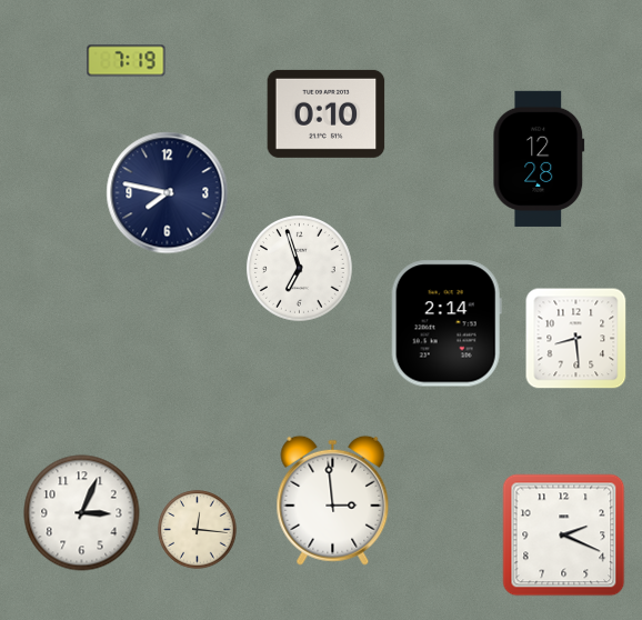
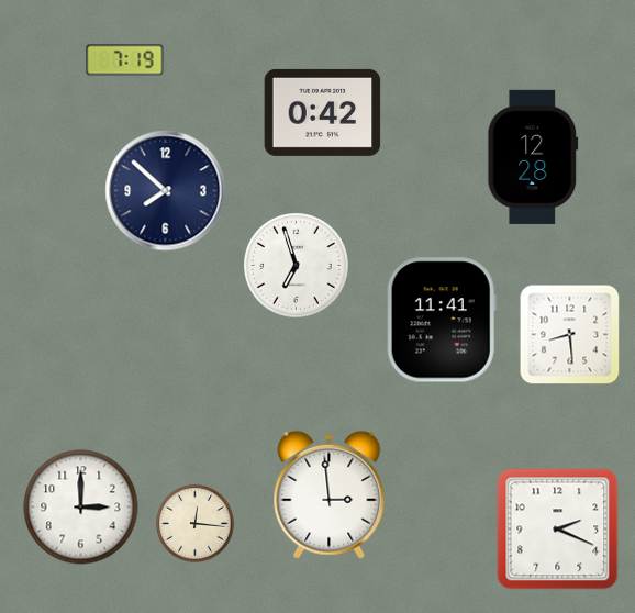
clock at (327, 113): 0:10 -> 0:42
clock at (168, 193): 7:47 -> 7:52
clock at (447, 323): 2:14 -> 11:41
clock at (82, 513): 3:04 -> 3:00
